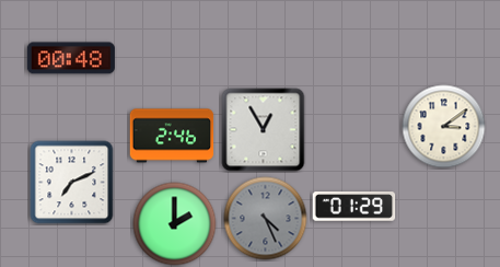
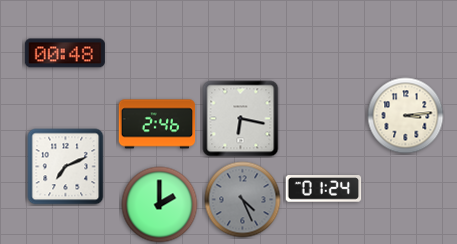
clock at (444, 127): 3:09 -> 3:14
clock at (264, 130): 12:55 -> 6:17
clock at (354, 207): 01:29 -> 01:24
